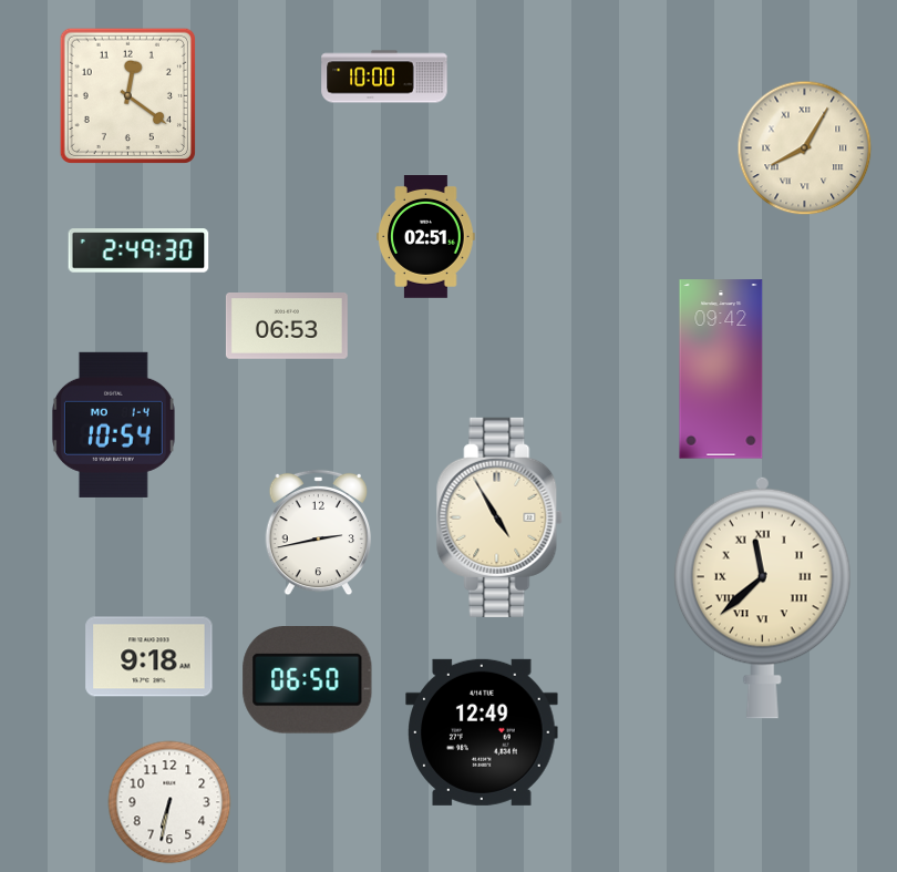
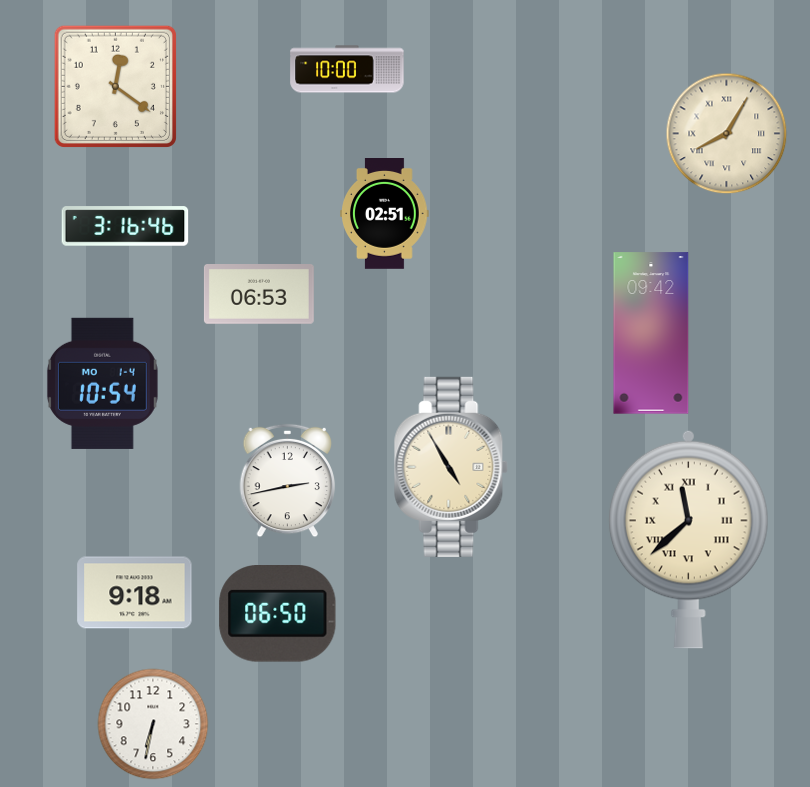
clock at (138, 250): 2:49 -> 3:16
clock at (482, 732): 12:49 -> none
